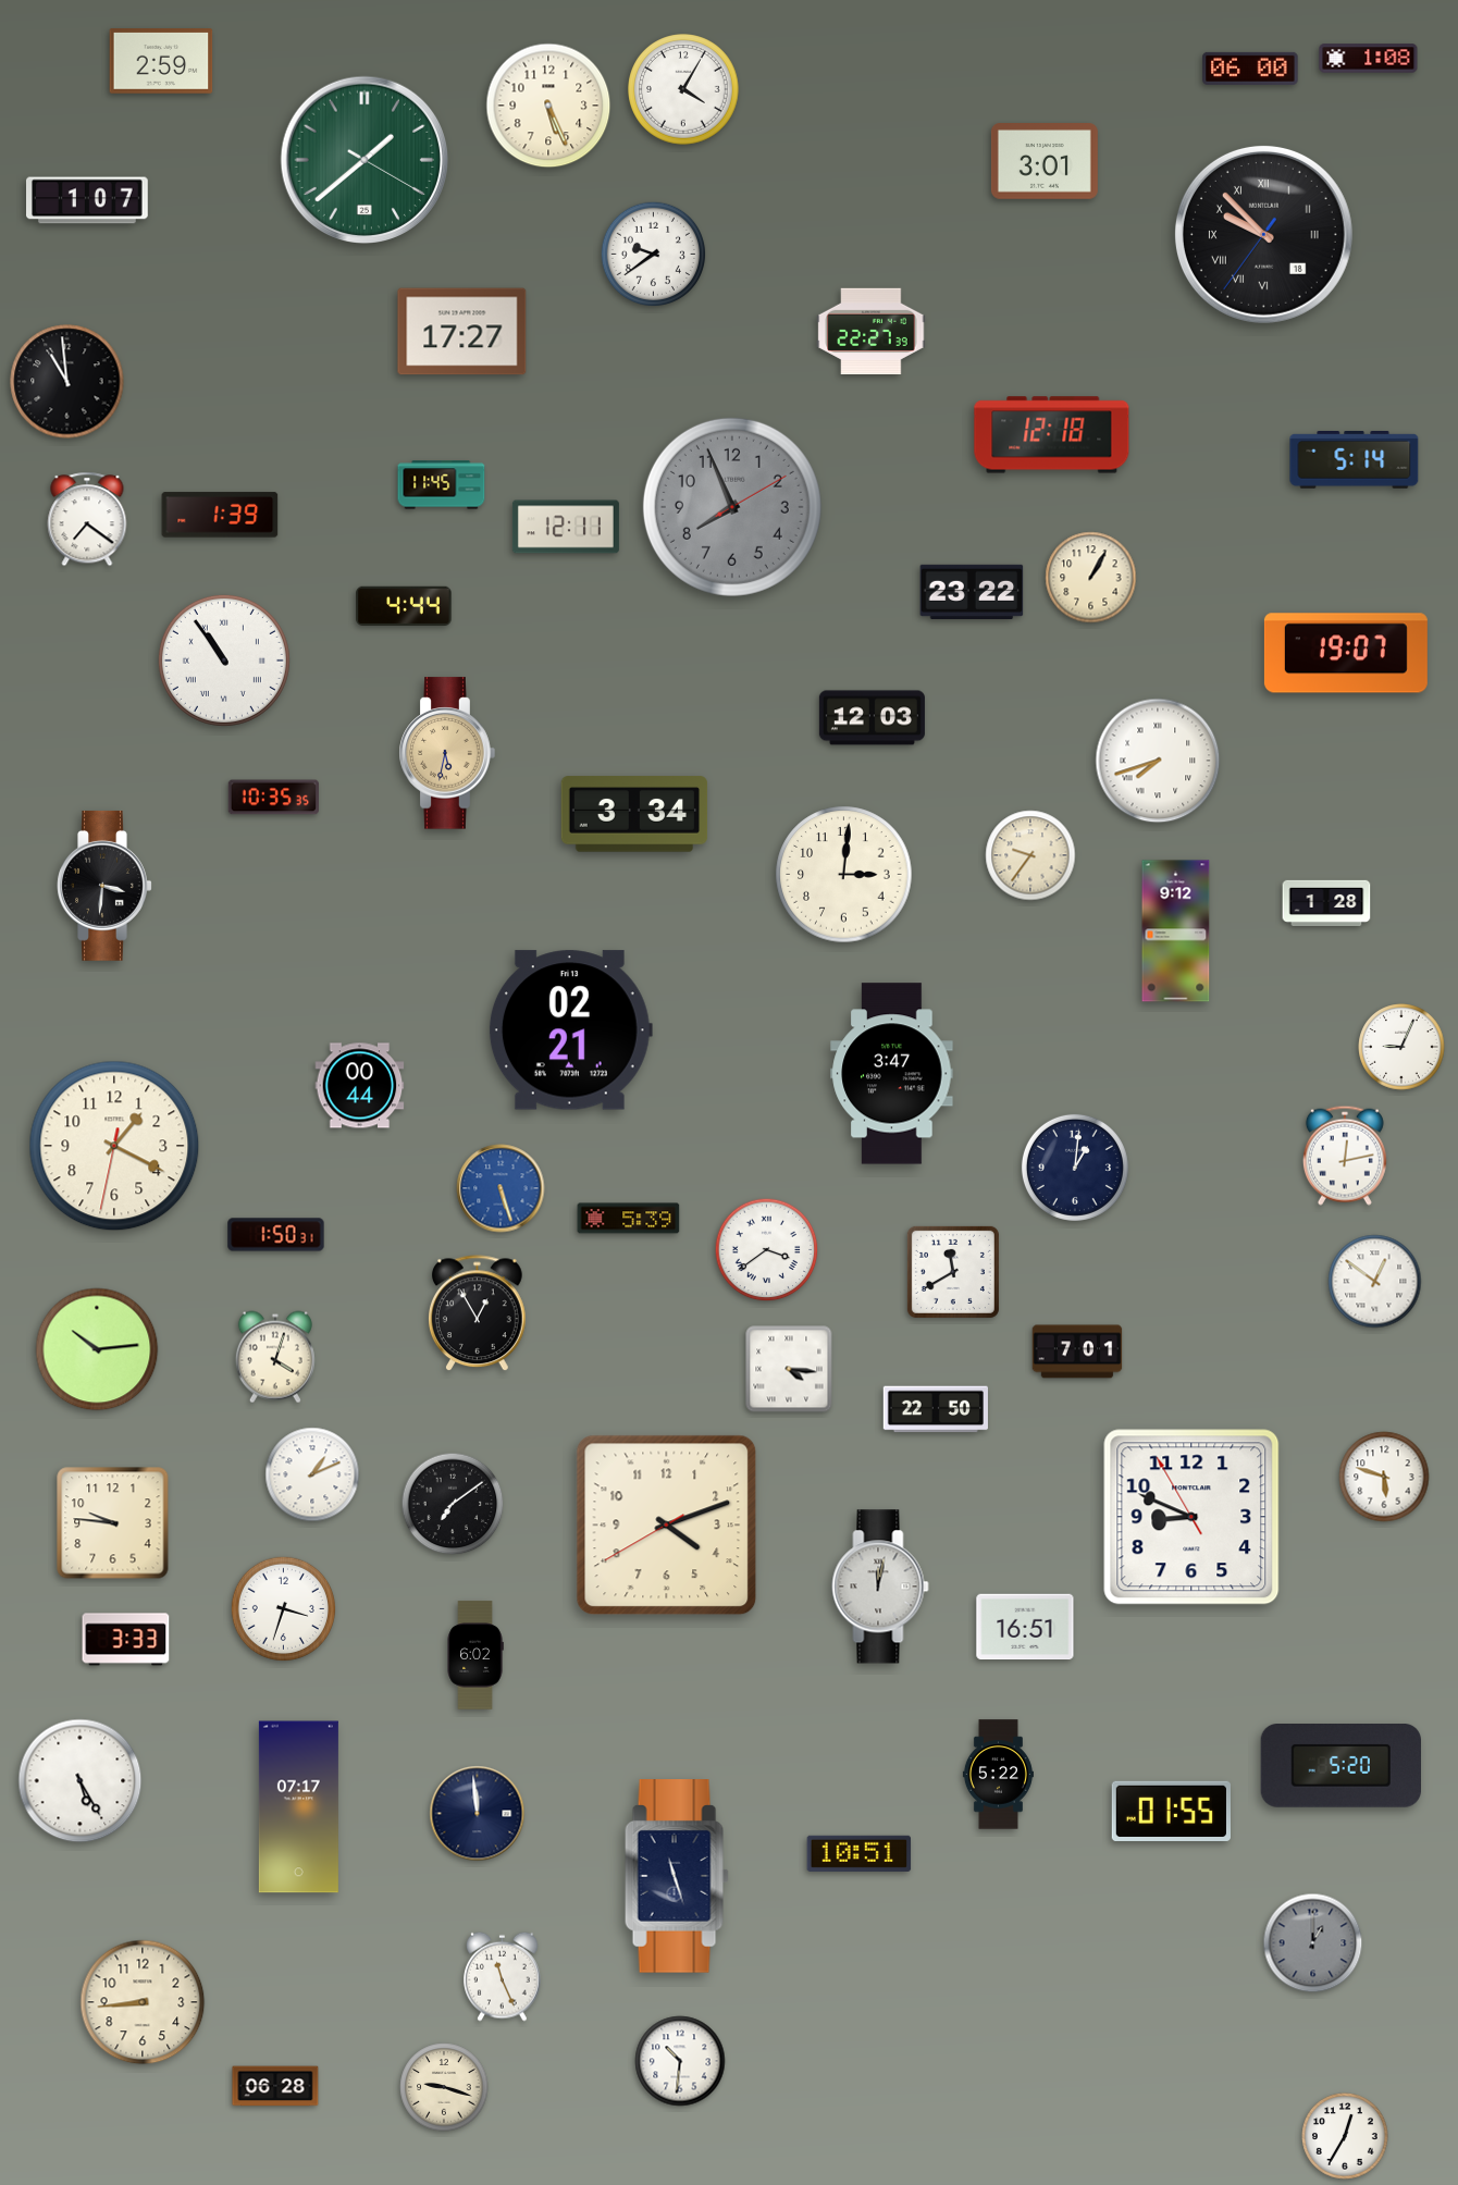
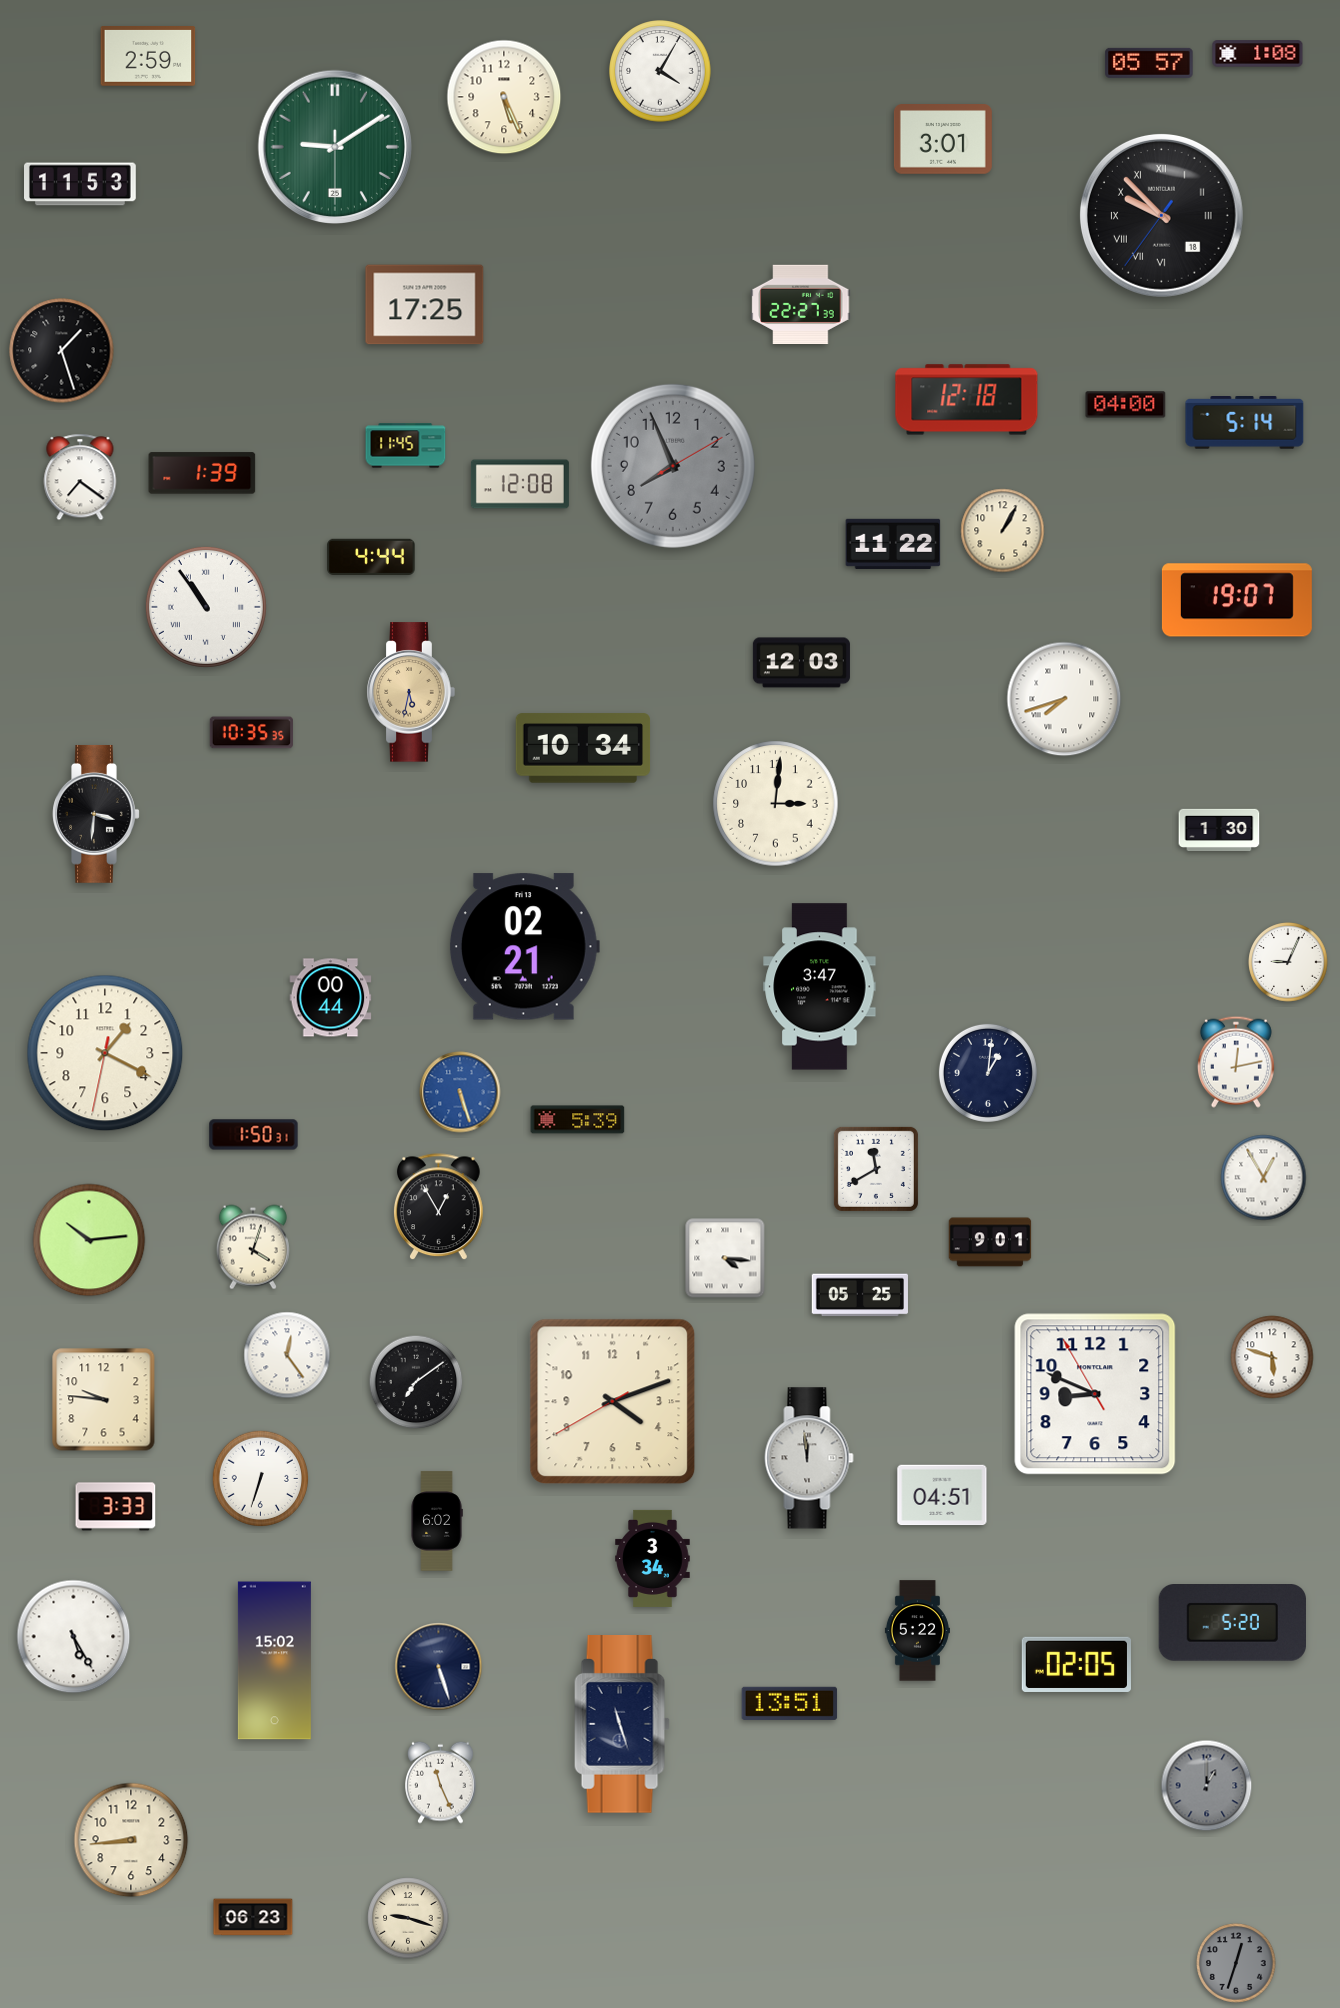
clock at (1250, 69): 06:00 -> 05:57
clock at (683, 89) position: (683, 89) -> (660, 71)
clock at (363, 159): 1:38 -> 9:09
clock at (1045, 162) position: (1045, 162) -> (943, 140)
clock at (88, 200): 1:07 -> 11:53
clock at (654, 255): 9:39 -> none
clock at (462, 332): 17:27 -> 17:25
clock at (67, 382): 10:59 -> 1:27
clock at (1126, 405): none -> 04:00
clock at (566, 527): 12:11 -> 12:08
clock at (972, 592): 23:22 -> 11:22
clock at (872, 718) position: (872, 718) -> (801, 663)
clock at (634, 814): 3:34 -> 10:34
clock at (1030, 855): 9:36 -> none
clock at (1326, 902): 1:28 -> 1:30
clock at (1176, 931): 9:12 -> none
clock at (767, 1250): 3:39 -> none
clock at (1375, 1282): 12:51 -> 12:55
clock at (1077, 1351): 7:01 -> 9:01
clock at (936, 1409): 22:50 -> 05:25
clock at (312, 1474): 1:11 -> 12:24
clock at (880, 1587): 12:02 -> 11:59
clock at (284, 1609): 3:33 -> 6:33
clock at (1025, 1627): 16:51 -> 04:51
clock at (653, 1558): none -> 3:34
clock at (298, 1807): 07:17 -> 15:02
clock at (1171, 1811): 01:55 -> 02:05
clock at (478, 1814): 11:59 -> 5:27
clock at (860, 1853): 10:51 -> 13:51
clock at (503, 1976) position: (503, 1976) -> (441, 1782)
clock at (680, 2061): 10:31 -> none
clock at (275, 2086): 06:28 -> 06:23
clock at (1345, 2136): 12:35 -> 12:33
clock at (1345, 2136) dial: white -> grey
